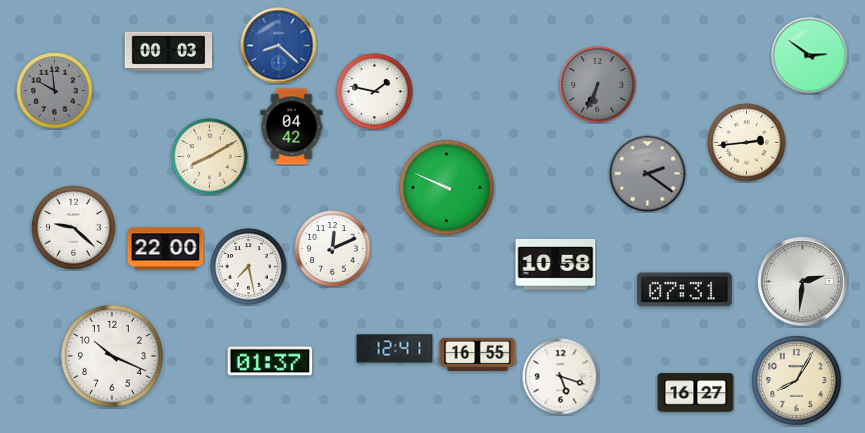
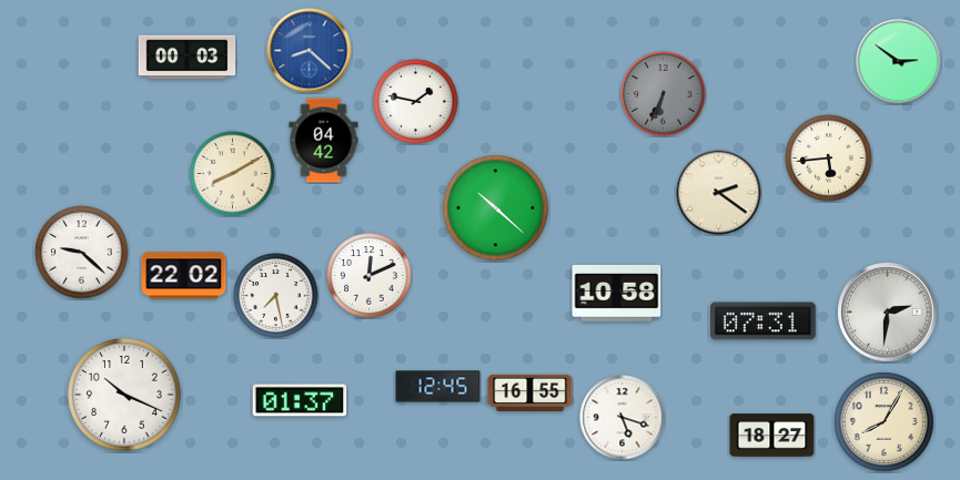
clock at (55, 91): 9:59 -> none
clock at (747, 143): 2:44 -> 5:44
clock at (648, 174) dial: grey -> cream
clock at (447, 188): 9:49 -> 10:22
clock at (166, 249): 22:00 -> 22:02
clock at (803, 282) position: (803, 282) -> (888, 313)
clock at (685, 290) position: (685, 290) -> (764, 321)
clock at (395, 349): 12:41 -> 12:45
clock at (696, 393): 16:27 -> 18:27
